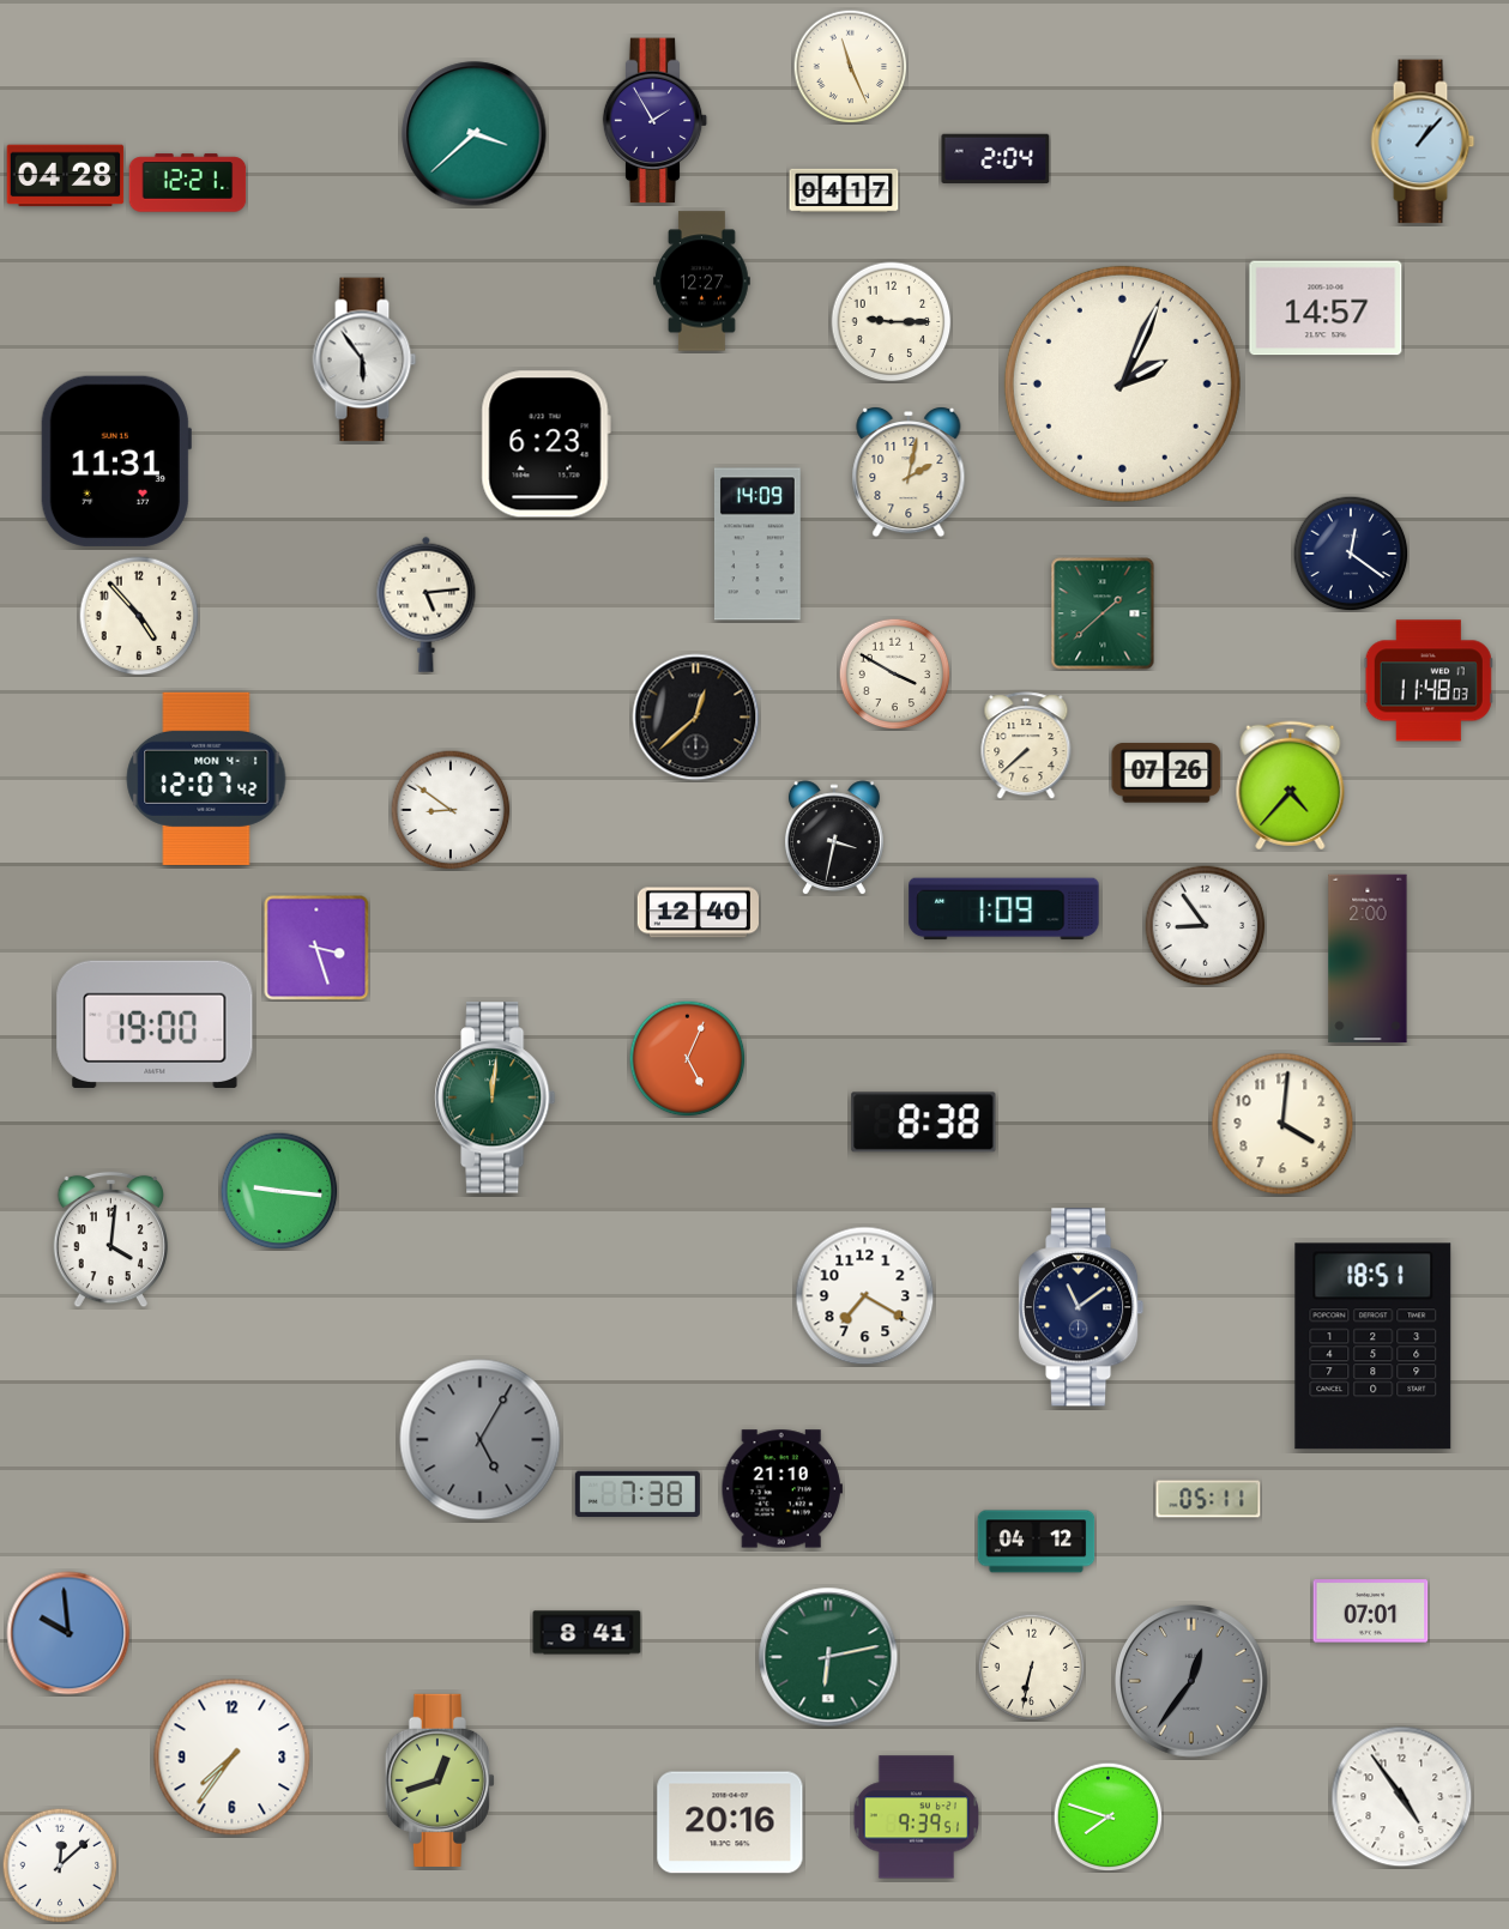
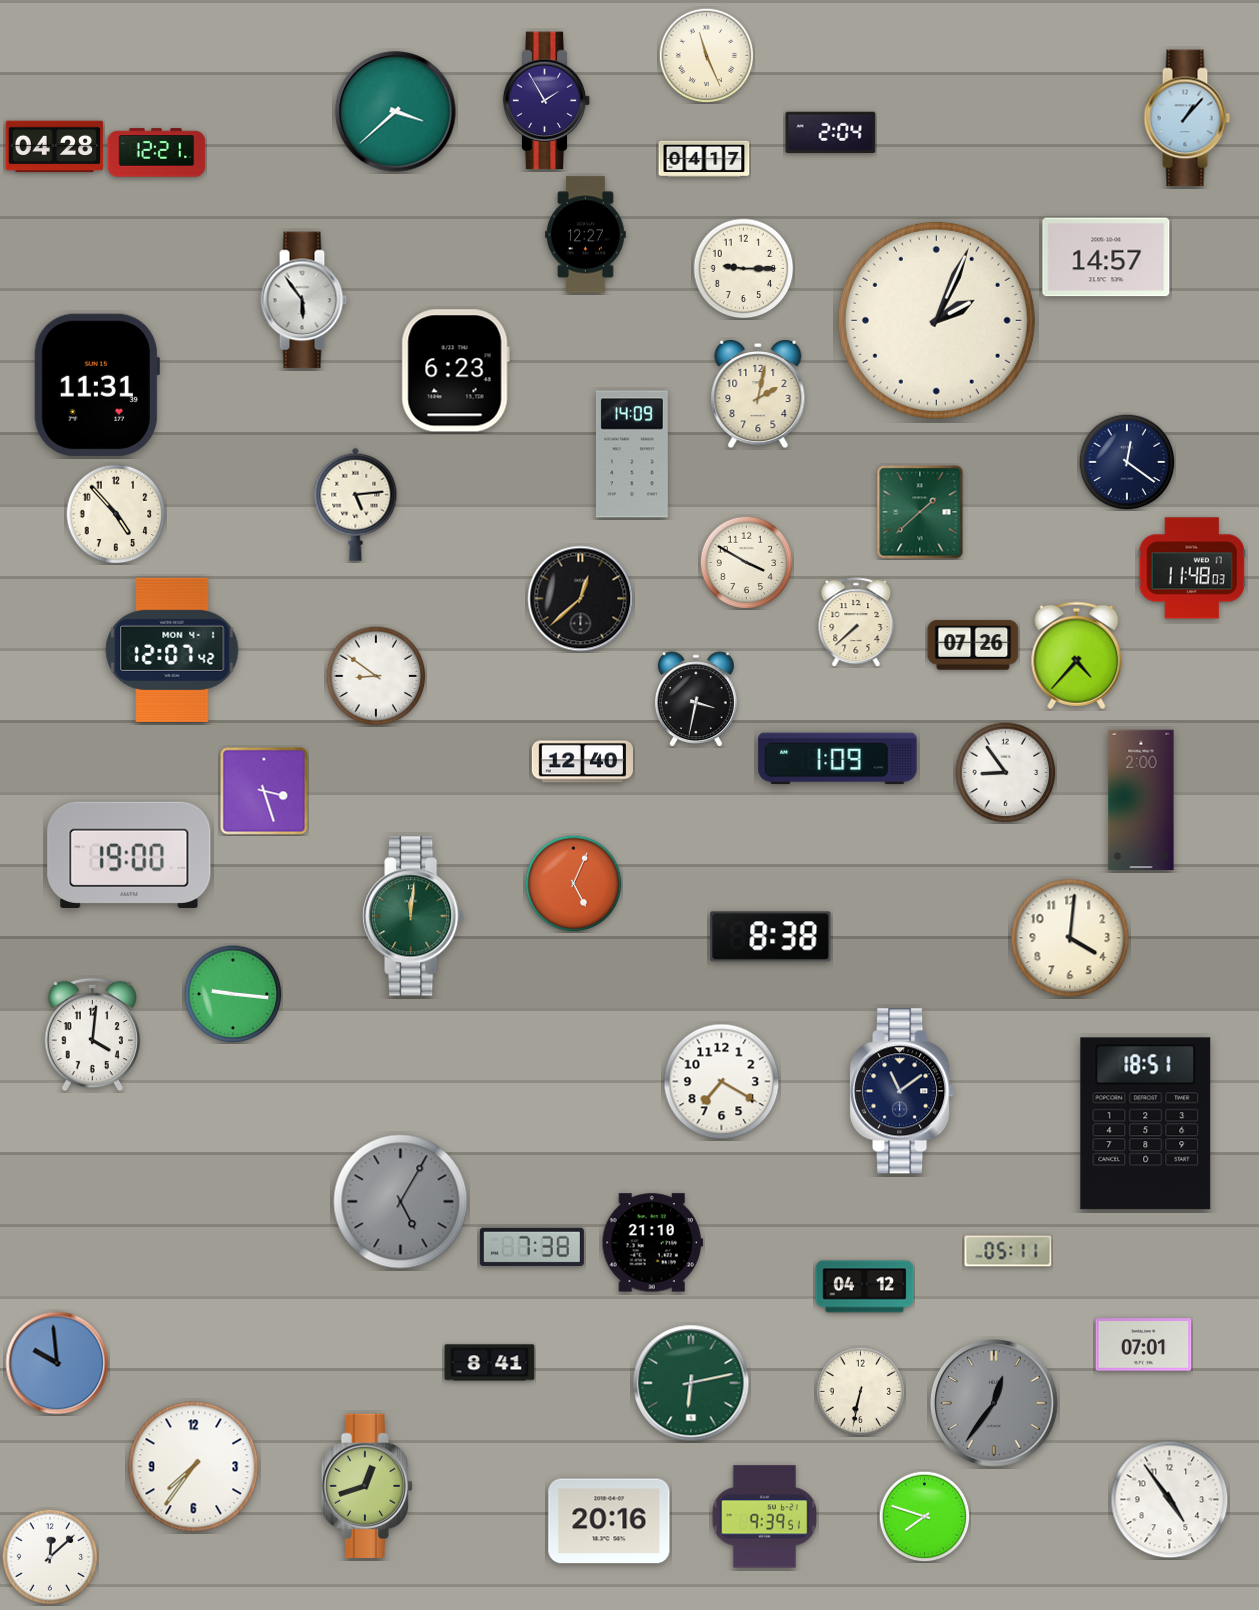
clock at (850, 66) position: (850, 66) -> (706, 55)
